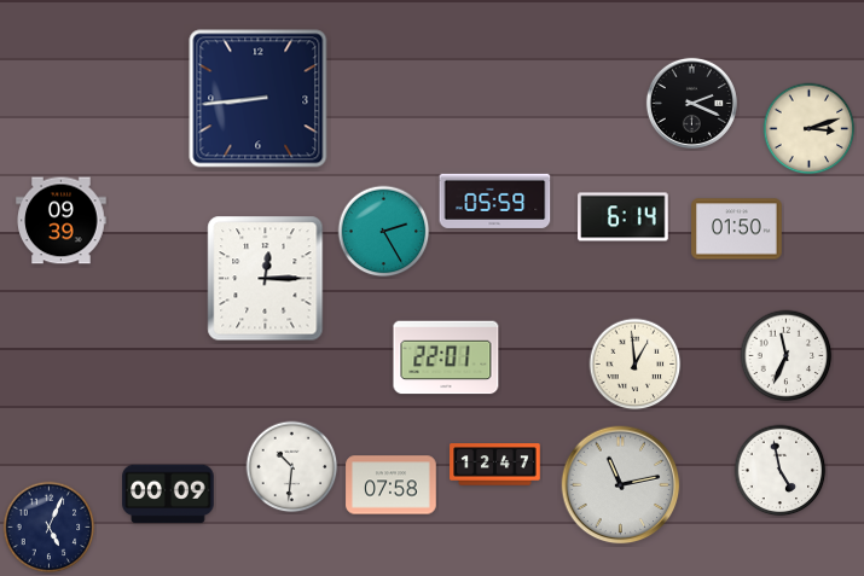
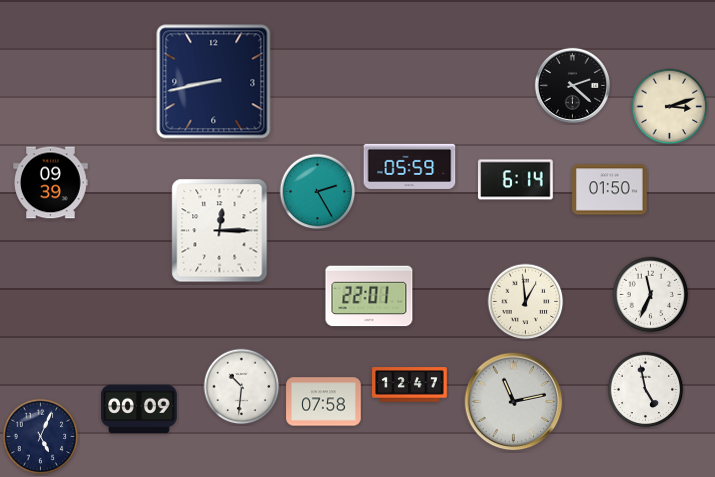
clock at (259, 99): 8:44 -> 8:43
clock at (691, 103): 2:19 -> 2:22
